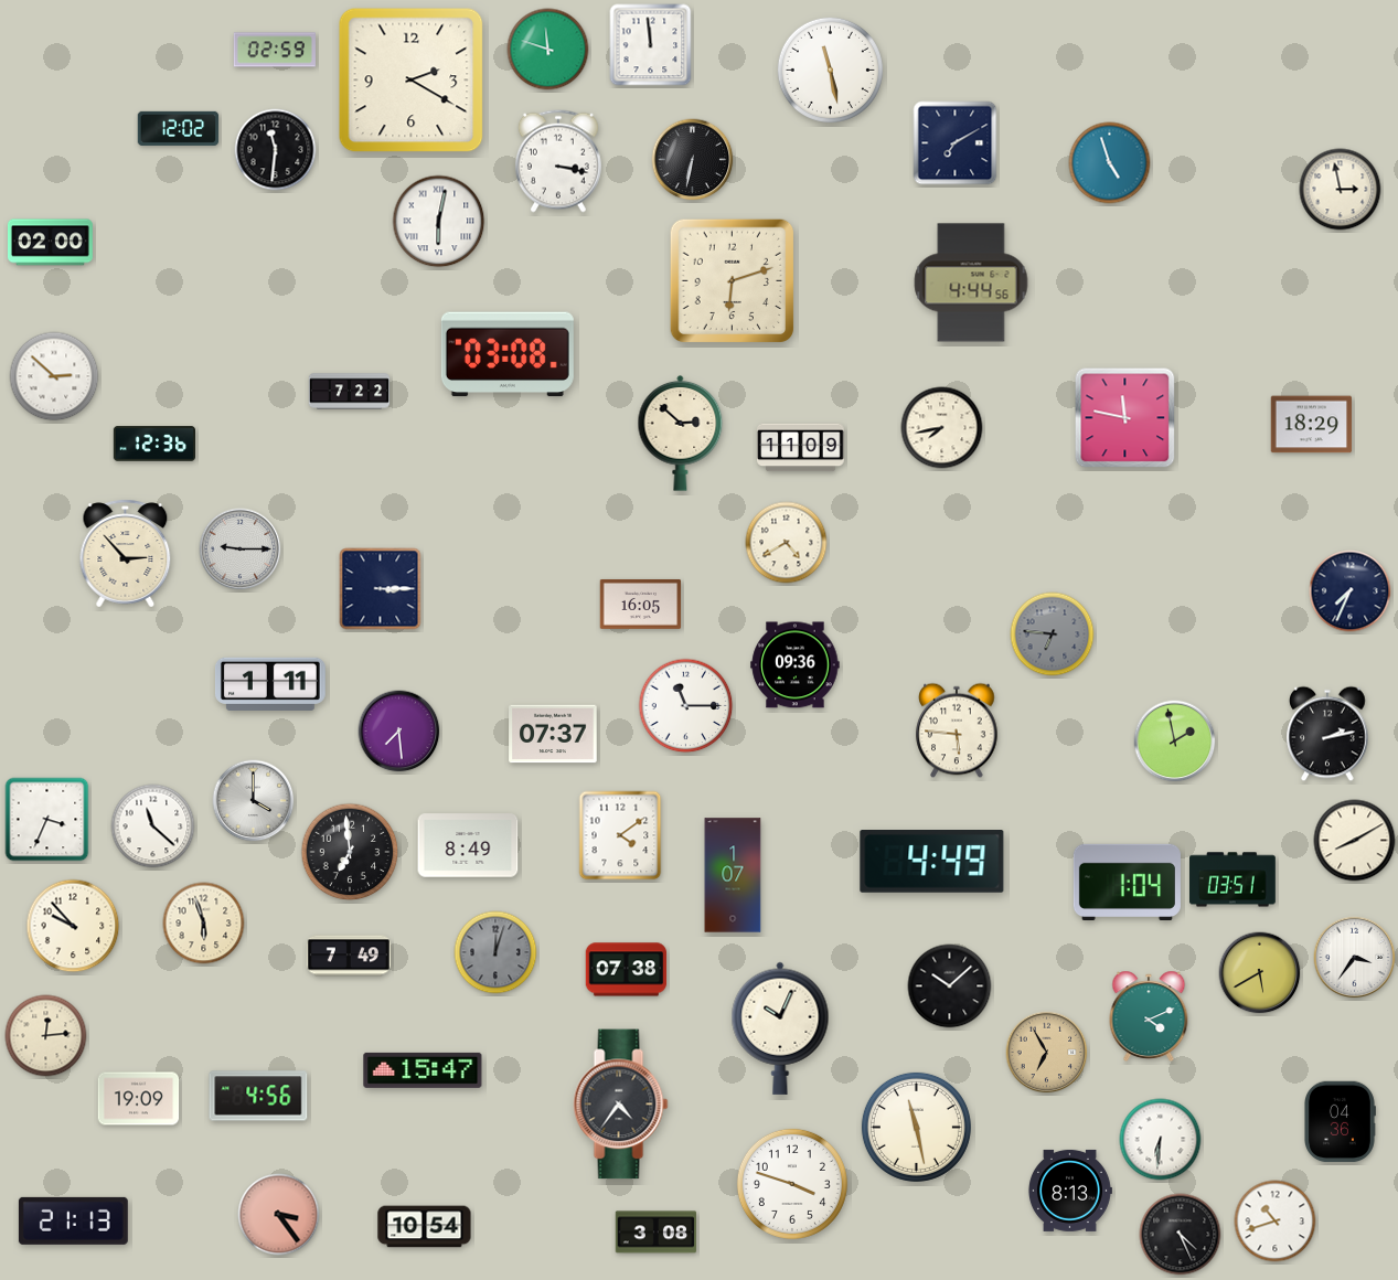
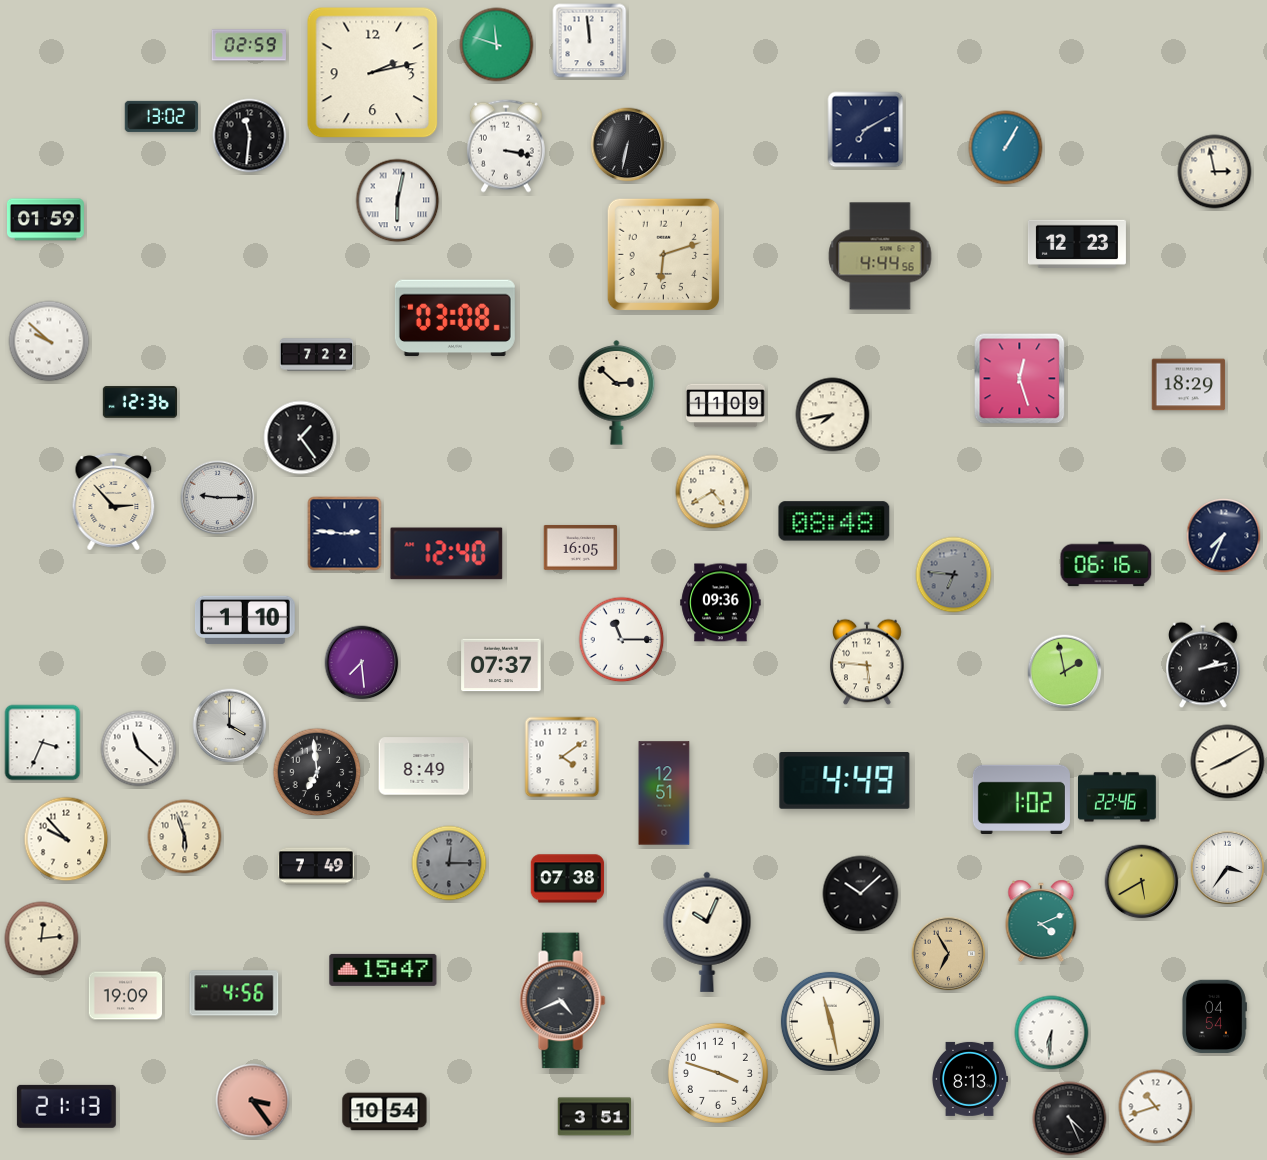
clock at (830, 70): 11:28 -> none
clock at (412, 81): 2:20 -> 2:13
clock at (179, 128): 12:02 -> 13:02
clock at (1110, 163): 4:57 -> 1:05
clock at (50, 243): 02:00 -> 01:59
clock at (1077, 243): none -> 12:23
clock at (508, 354) position: (508, 354) -> (455, 318)
clock at (54, 376): 2:52 -> 9:52
clock at (1125, 418): 11:47 -> 12:27
clock at (942, 428) position: (942, 428) -> (833, 415)
clock at (301, 438): none -> 1:24
clock at (834, 521): none -> 08:48
clock at (381, 589): 3:15 -> 2:46
clock at (447, 554): none -> 12:40
clock at (1106, 564): none -> 06:16
clock at (270, 684): 1:11 -> 1:10
clock at (733, 875): 1:07 -> 12:51
clock at (1234, 879): 03:51 -> 22:46
clock at (1127, 882): 1:04 -> 1:02
clock at (495, 952): 12:03 -> 12:15
clock at (621, 1105): 4:36 -> 4:41
clock at (1341, 1122): 04:36 -> 04:54
clock at (657, 1233): 3:08 -> 3:51
